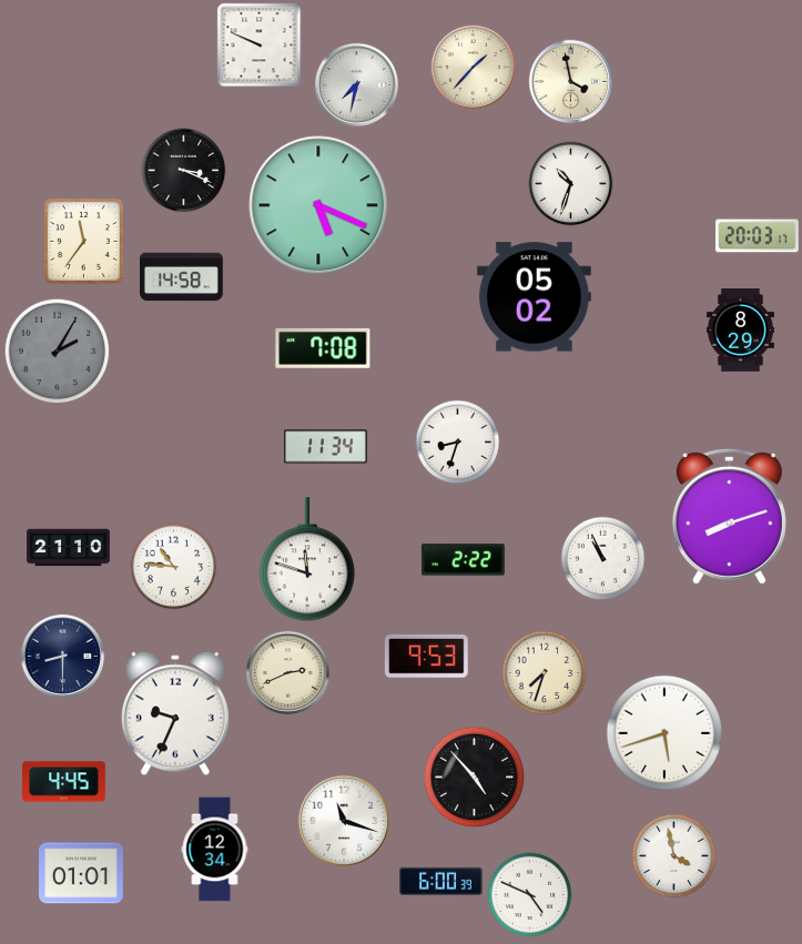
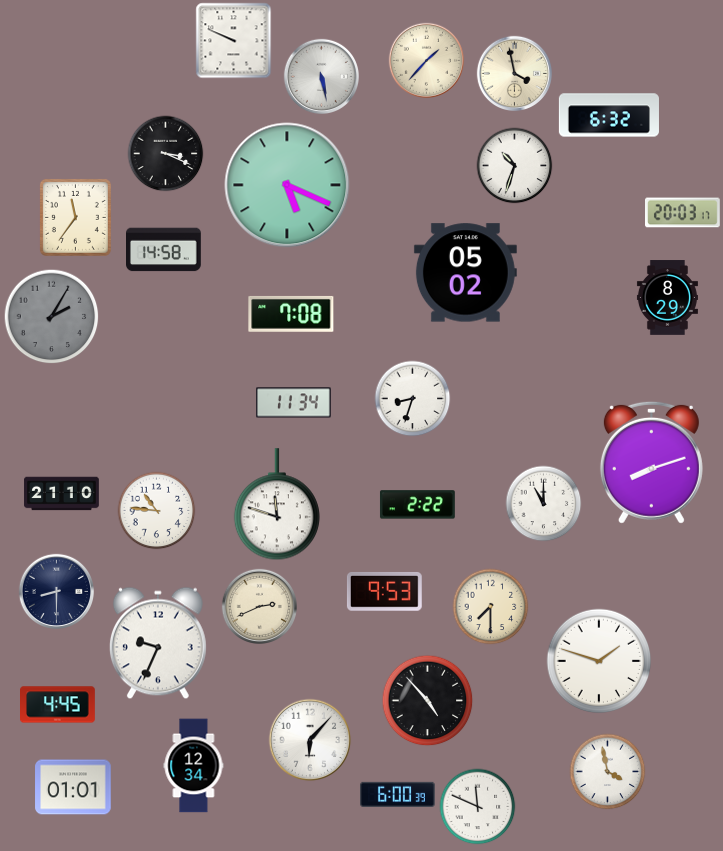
clock at (356, 84): 7:32 -> 5:28
clock at (609, 115): none -> 6:32
clock at (534, 297) position: (534, 297) -> (465, 273)
clock at (729, 516) position: (729, 516) -> (651, 462)
clock at (603, 559): 10:56 -> 11:00
clock at (545, 673): 7:33 -> 7:30
clock at (664, 733): 5:42 -> 1:48
clock at (344, 821): 11:18 -> 6:07
clock at (530, 895): 4:49 -> 11:49
